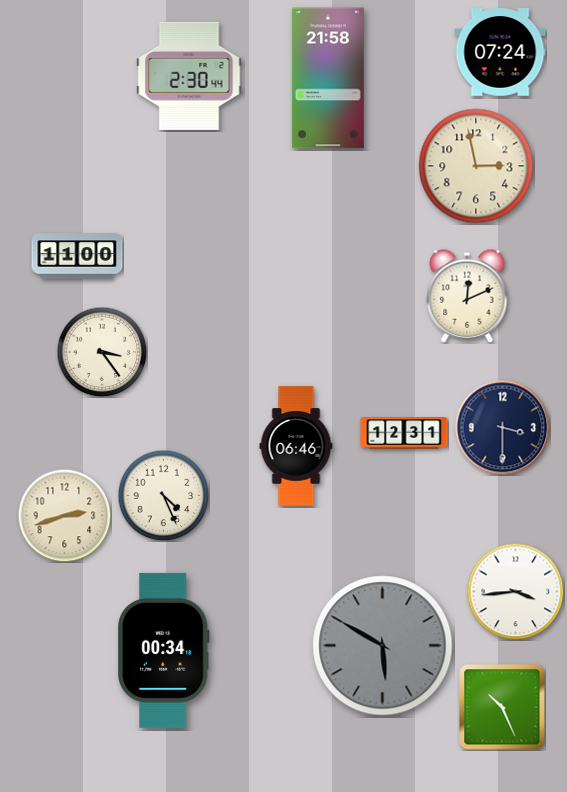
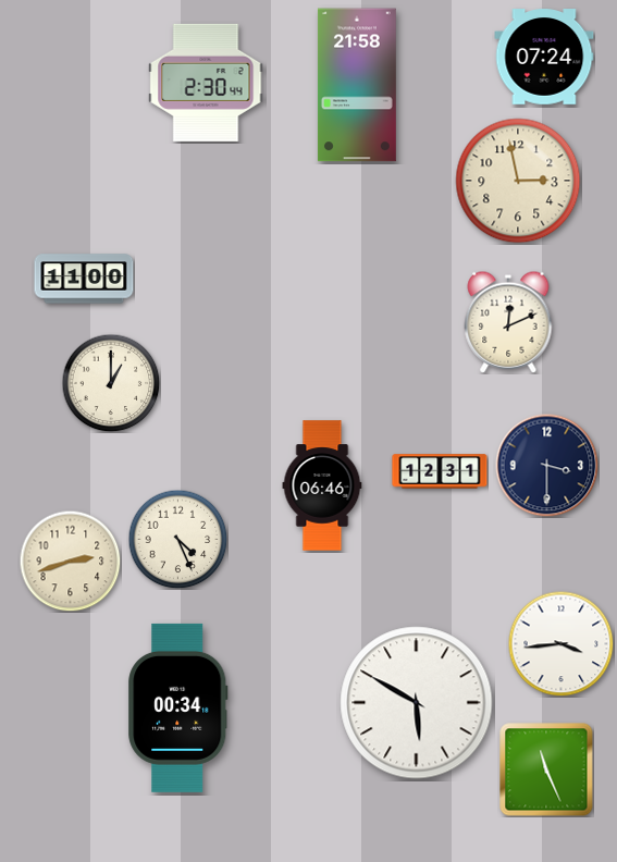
clock at (102, 352): 3:24 -> 1:00
clock at (383, 646) dial: grey -> white
clock at (502, 707): 10:26 -> 11:26
